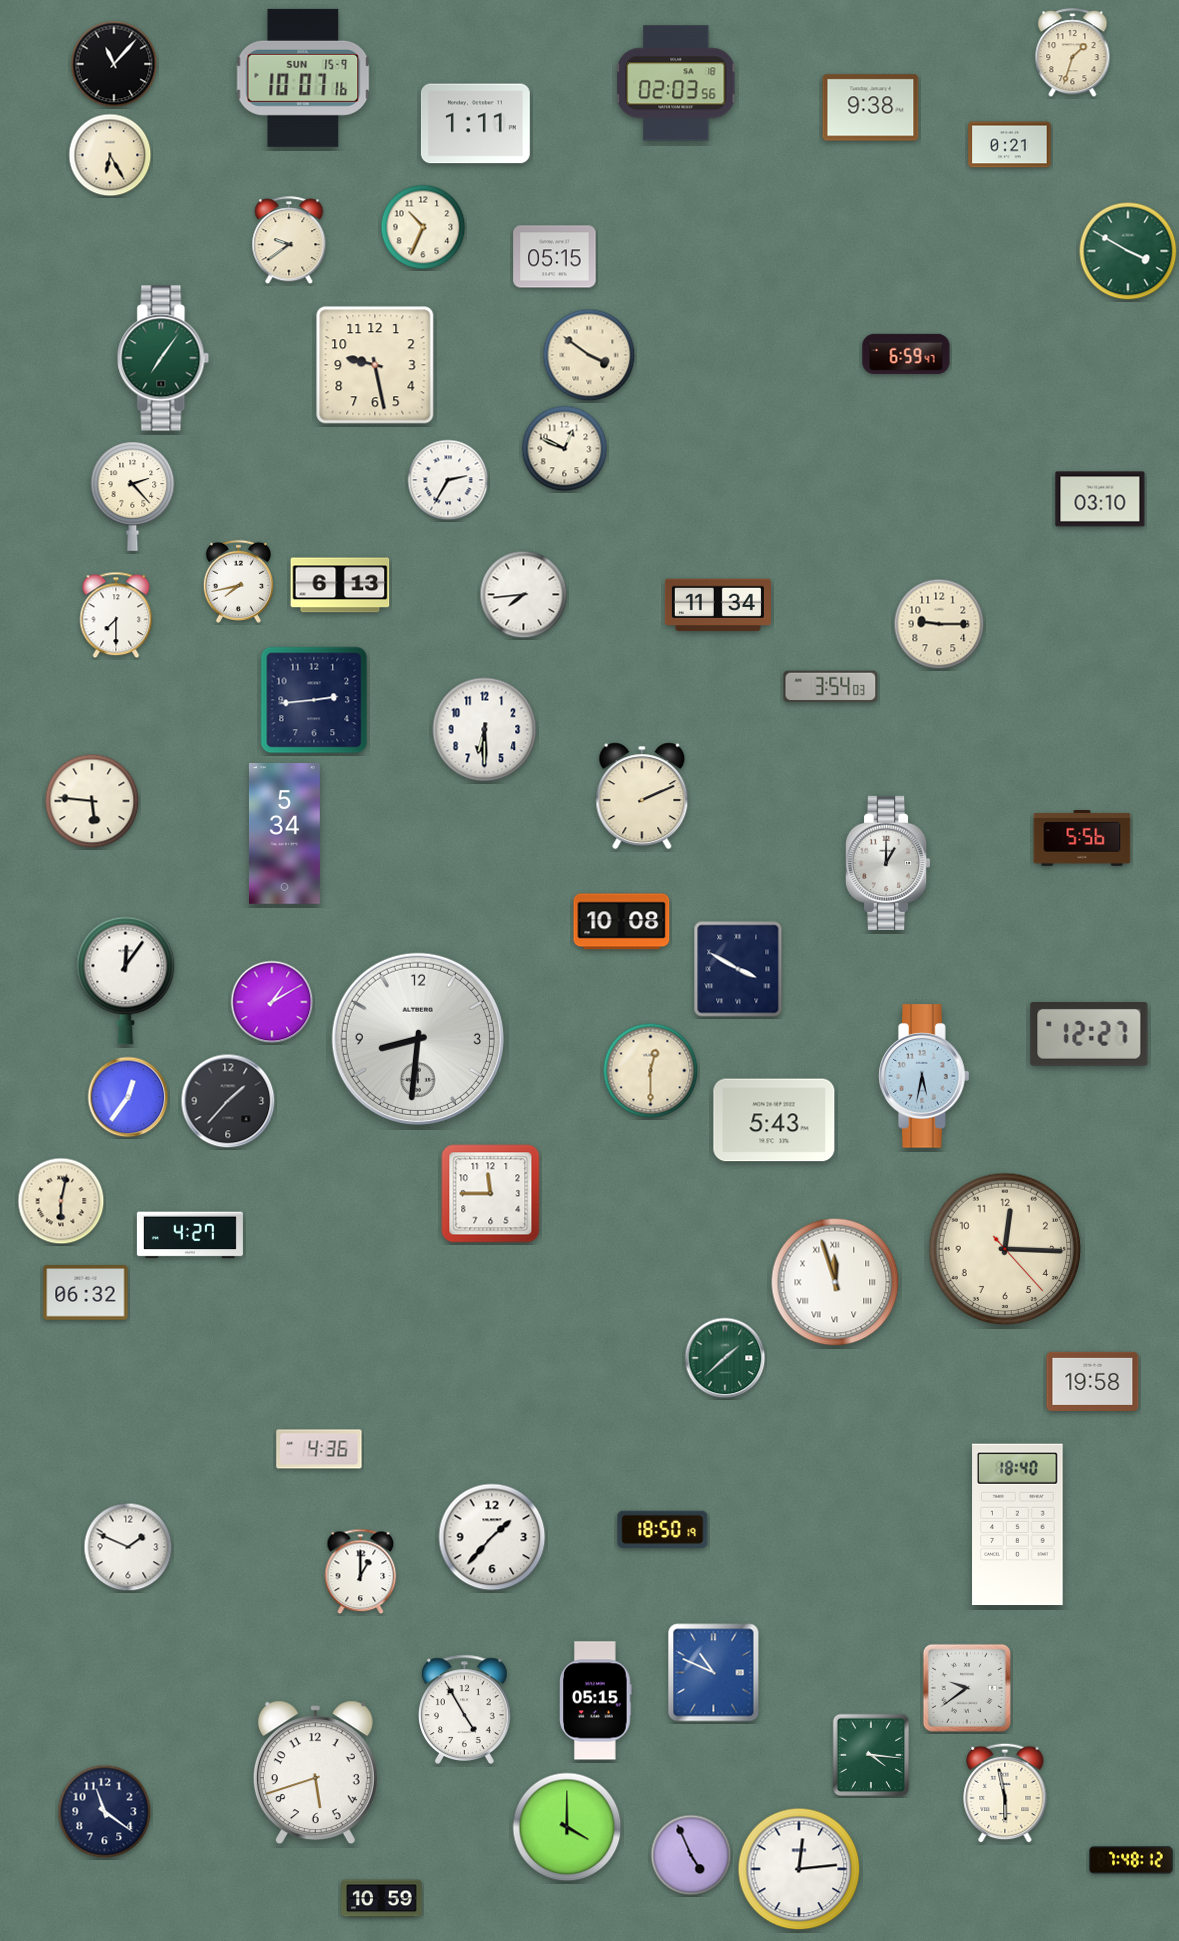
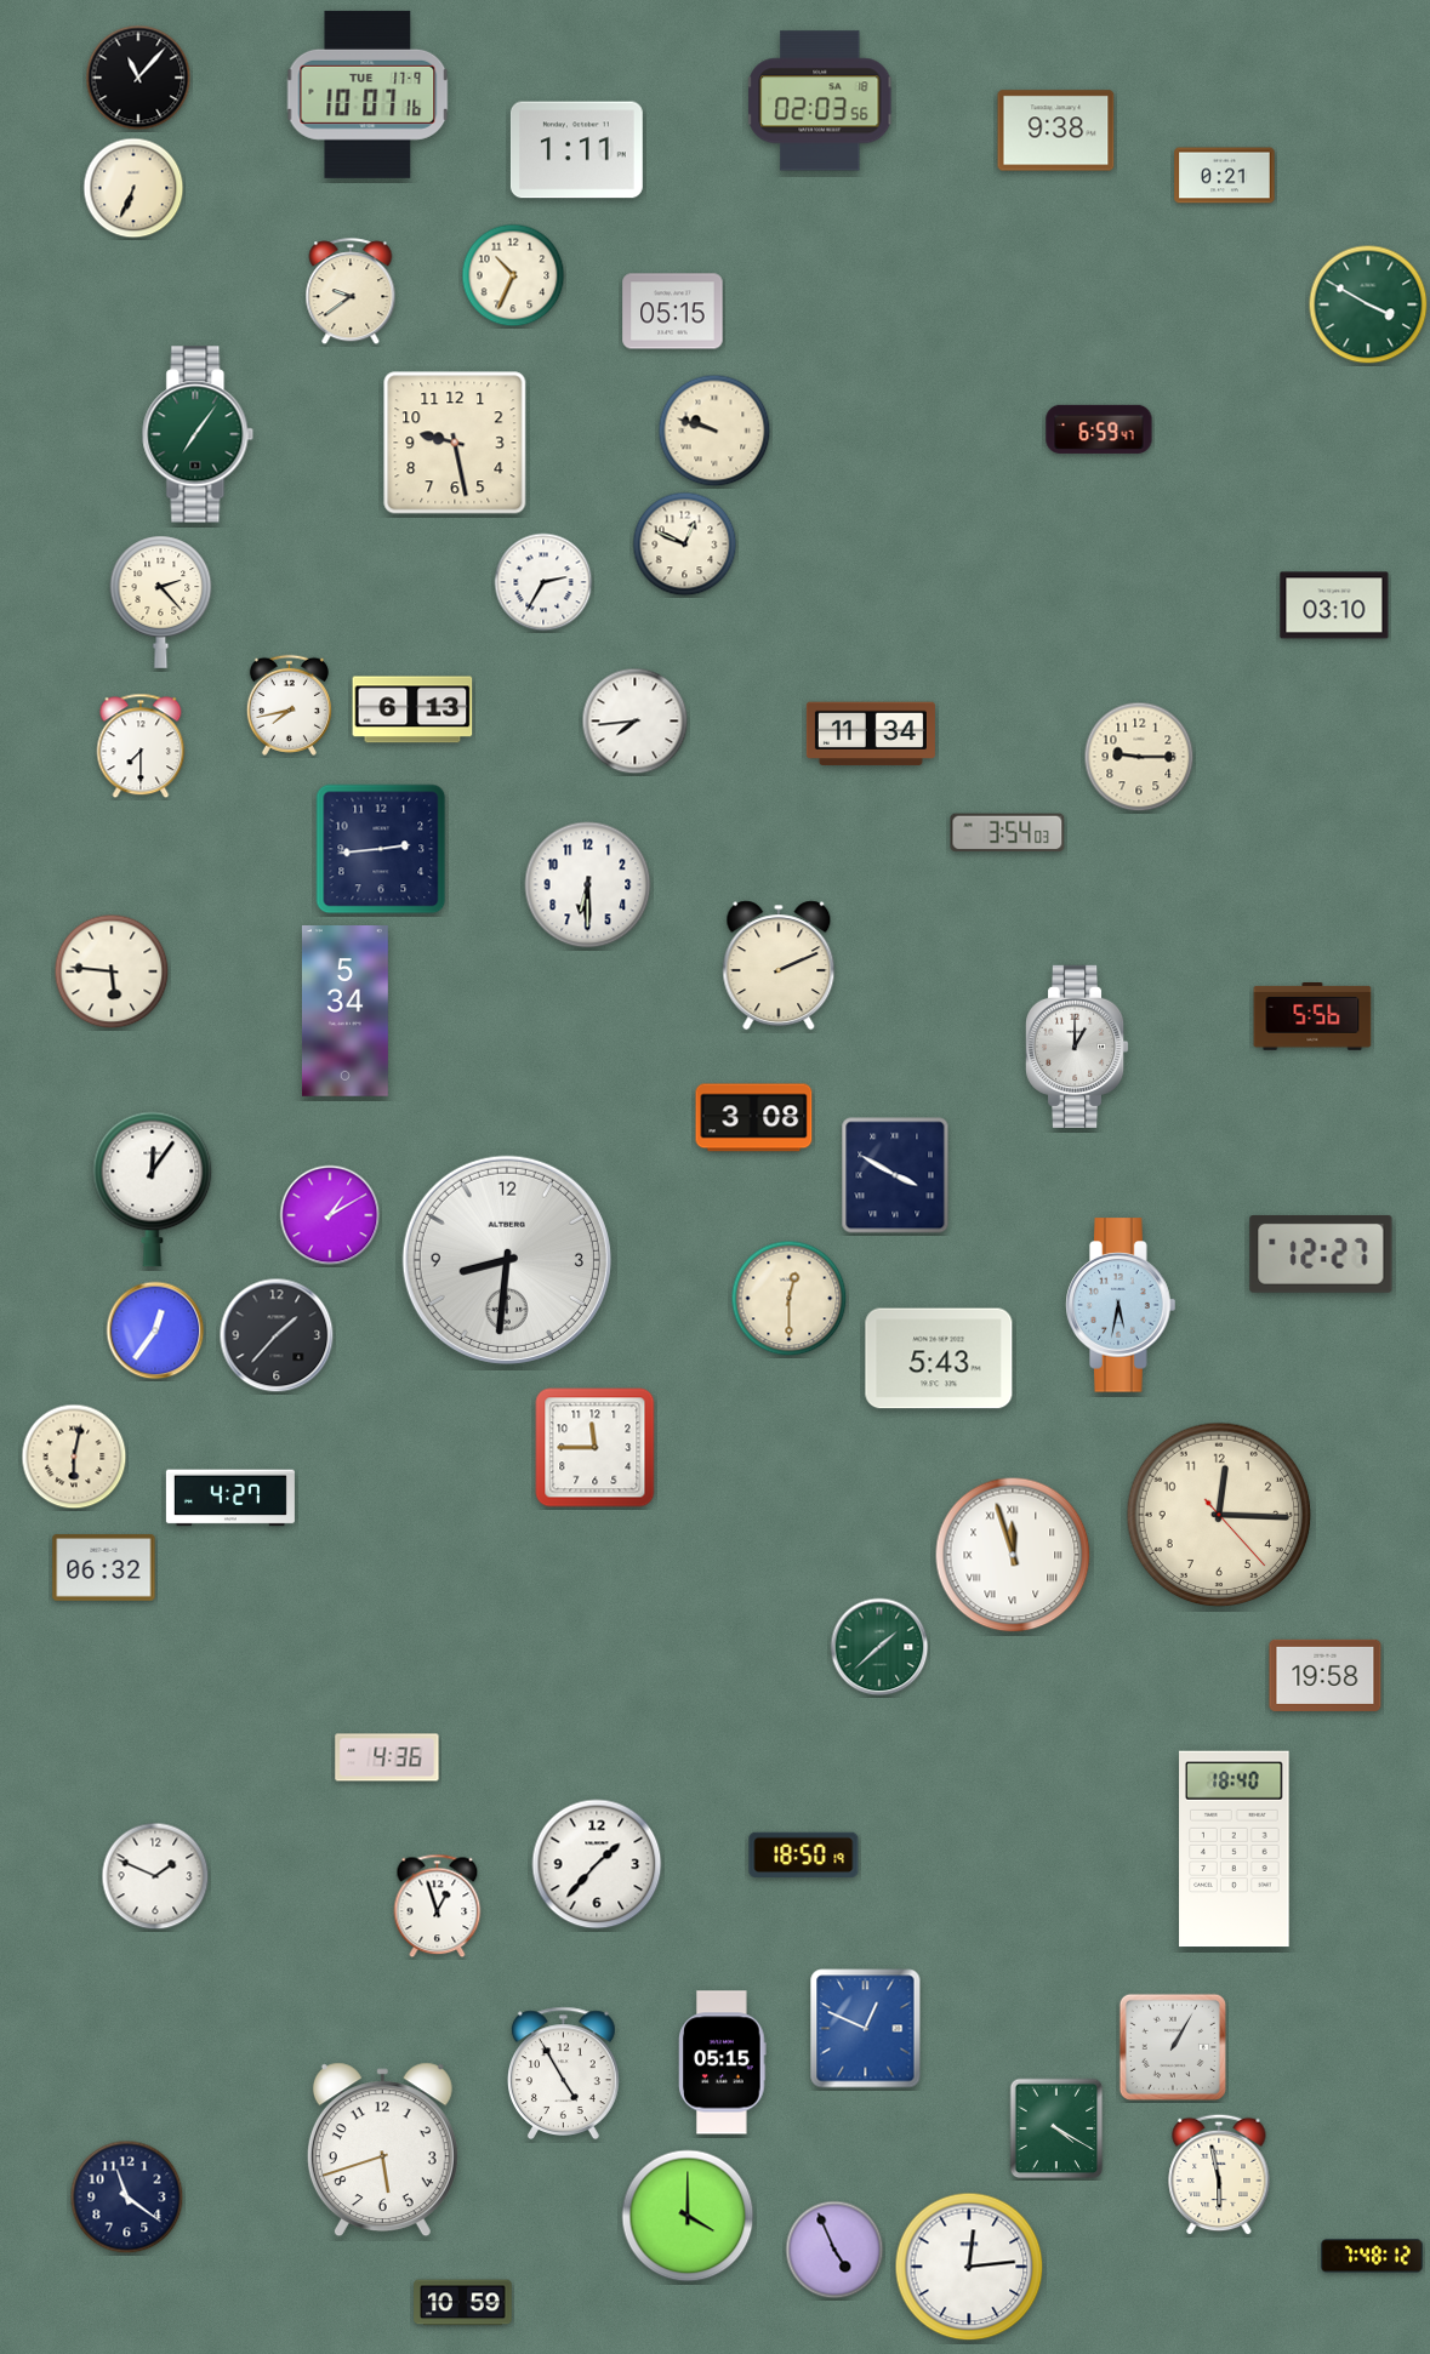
clock at (1073, 53): 1:33 -> none
clock at (303, 78) date: SUN 15-9 -> TUE 17-9
clock at (110, 155): 6:25 -> 6:34
clock at (589, 355): 3:51 -> 9:48
clock at (622, 922): 10:08 -> 3:08
clock at (361, 1572): 1:00 -> 12:57
clock at (714, 1673): 10:49 -> 12:49
clock at (967, 1688): 9:39 -> 1:05
clock at (871, 1755): 4:16 -> 4:20
clock at (691, 1855) position: (691, 1855) -> (834, 2250)
